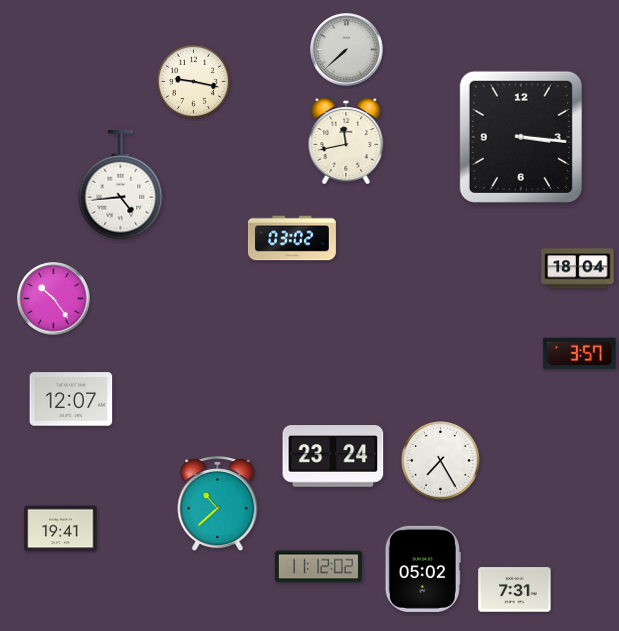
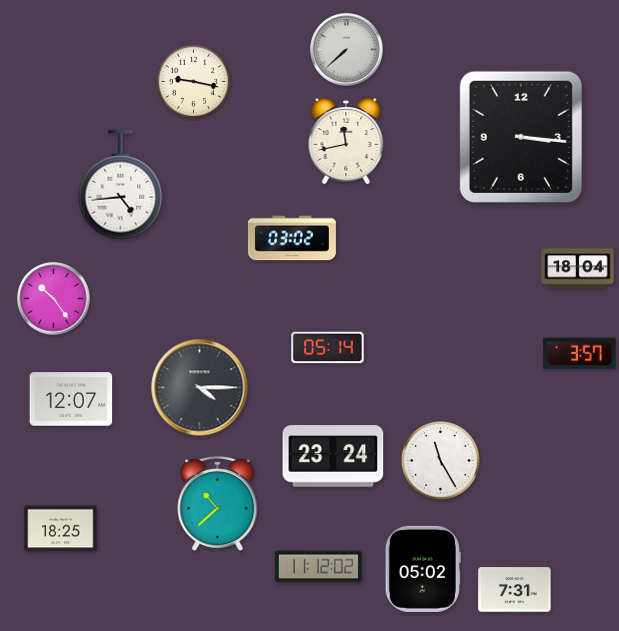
clock at (328, 348): none -> 05:14
clock at (200, 388): none -> 4:15
clock at (441, 461): 7:25 -> 11:25
clock at (61, 529): 19:41 -> 18:25
